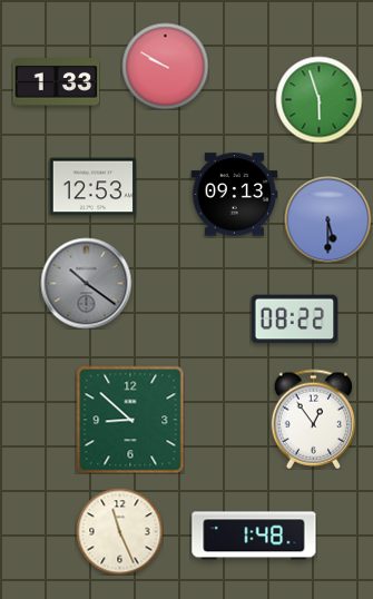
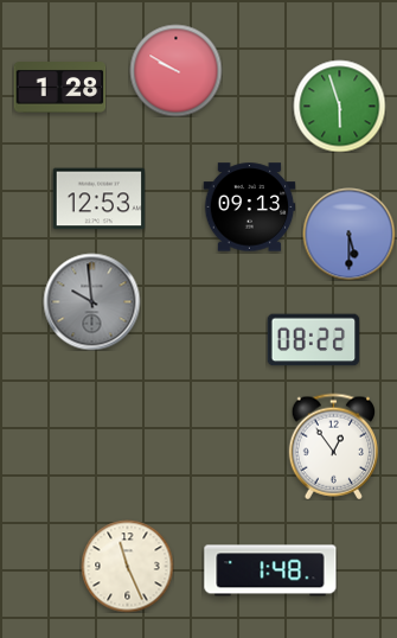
clock at (56, 82): 1:33 -> 1:28
clock at (86, 283): 10:21 -> 9:59
clock at (130, 420): 8:52 -> none
